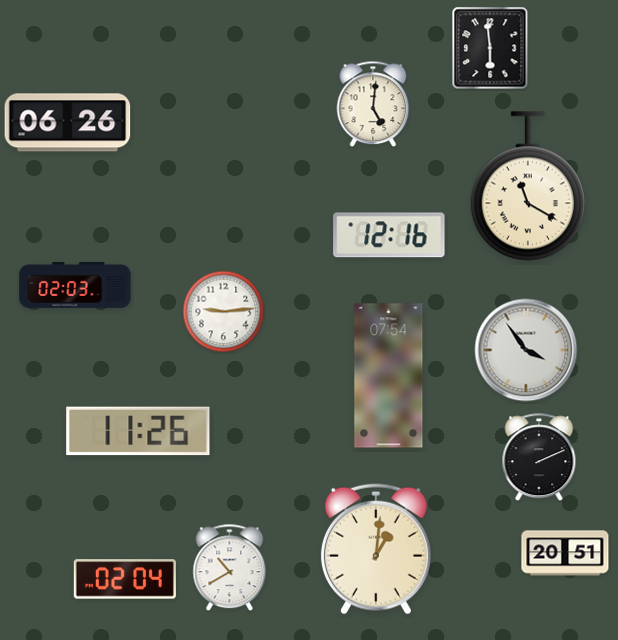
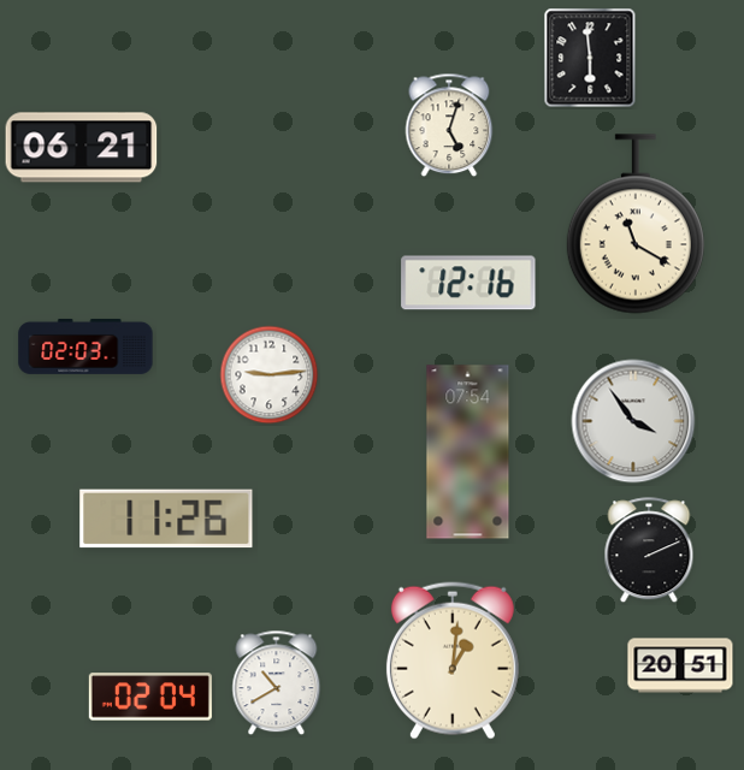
clock at (373, 104): 5:01 -> 5:03
clock at (68, 123): 06:26 -> 06:21
clock at (75, 285) position: (75, 285) -> (85, 346)
